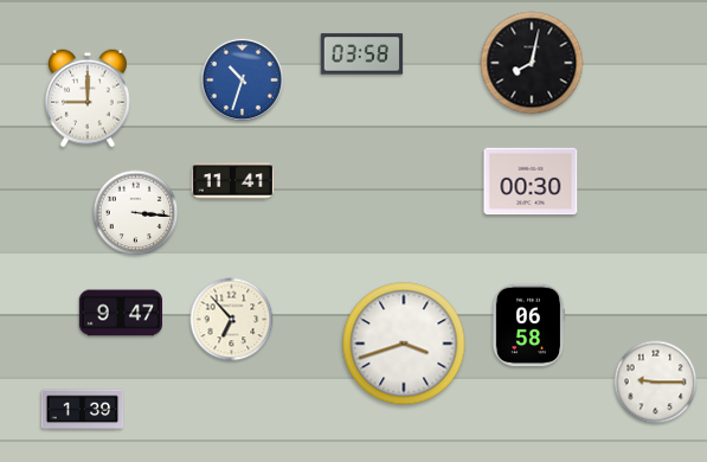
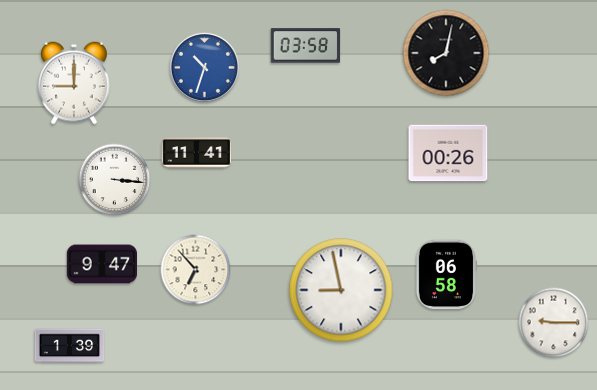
clock at (532, 63) position: (532, 63) -> (446, 53)
clock at (531, 181): 00:30 -> 00:26
clock at (404, 344): 3:42 -> 8:58
